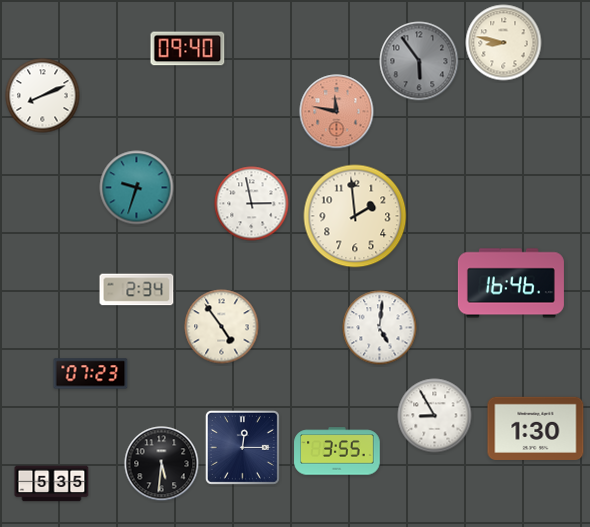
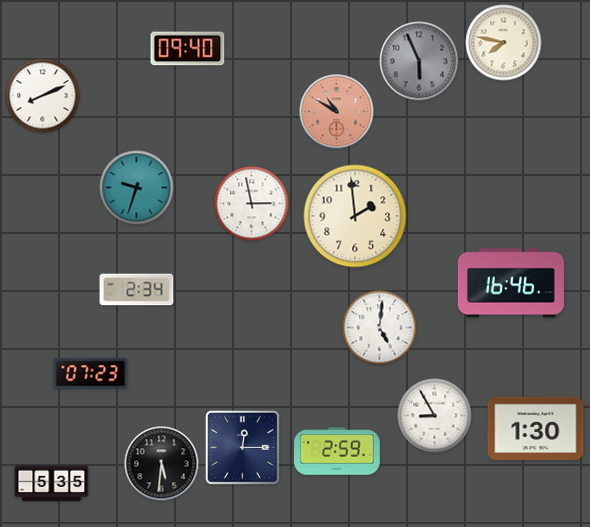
clock at (504, 43): 8:47 -> 7:47
clock at (419, 61): 5:54 -> 5:56
clock at (337, 112): 11:47 -> 10:50
clock at (222, 327): 4:54 -> none
clock at (337, 451): 3:55 -> 2:59
